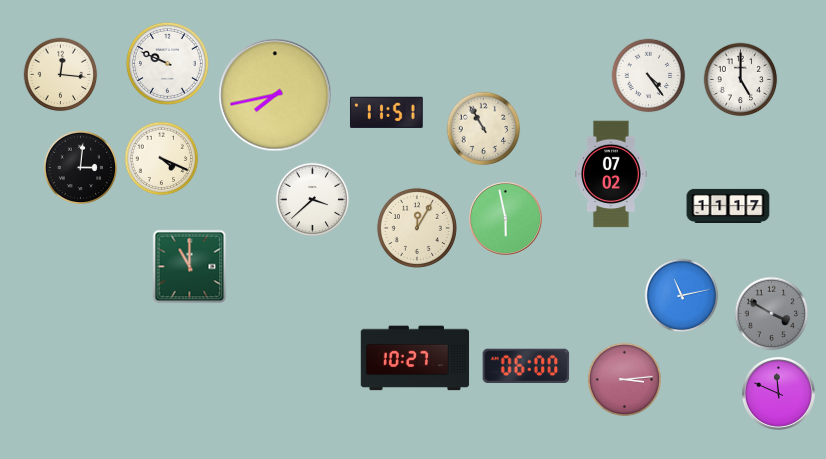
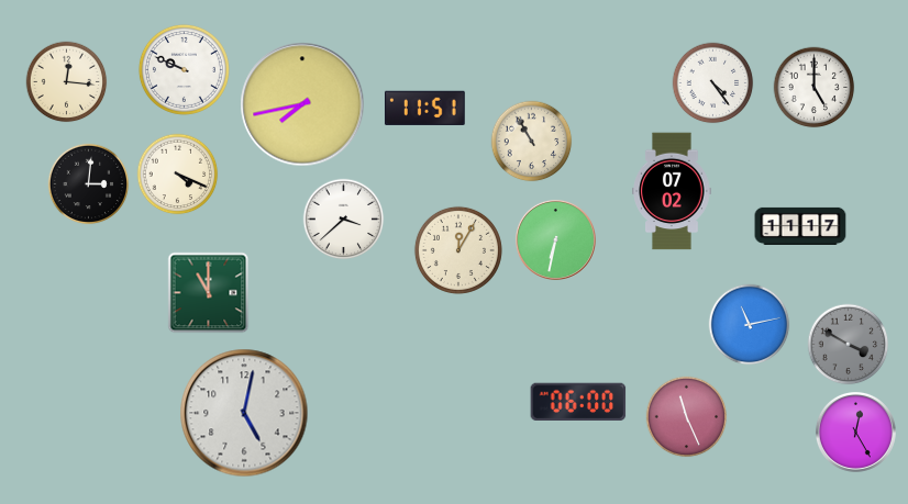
clock at (386, 112) position: (386, 112) -> (424, 108)
clock at (505, 218): 5:58 -> 6:32
clock at (415, 358): 10:27 -> none
clock at (244, 413): none -> 5:02
clock at (625, 380): 3:14 -> 11:26
clock at (778, 393): 11:49 -> 12:25
